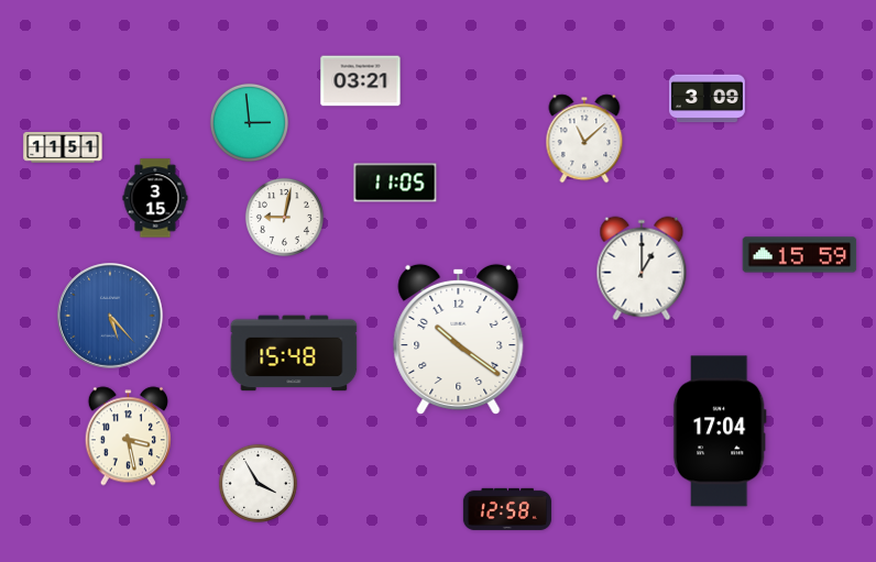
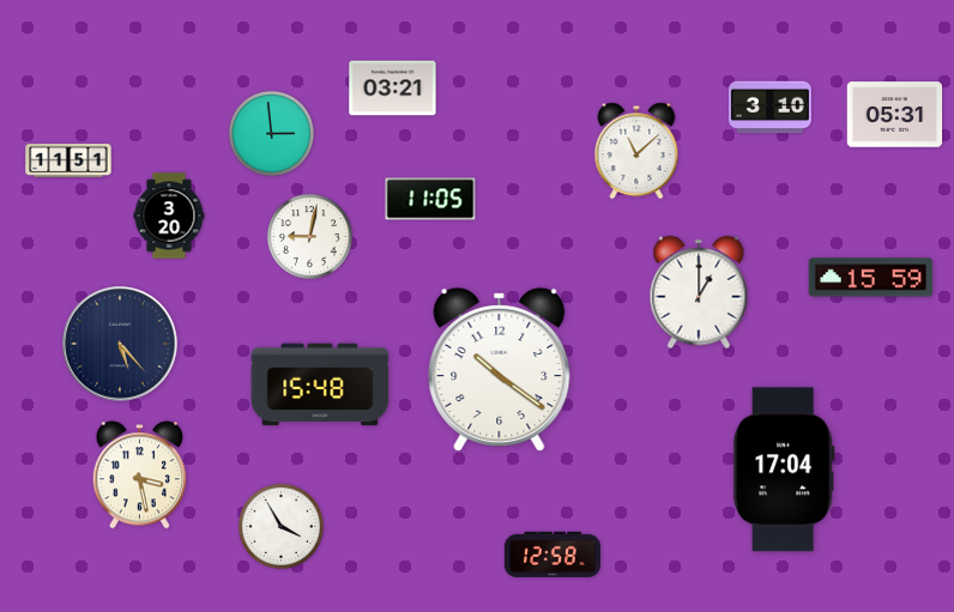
clock at (707, 99): 3:09 -> 3:10
clock at (895, 115): none -> 05:31
clock at (155, 198): 3:15 -> 3:20
clock at (110, 316) dial: blue -> navy
